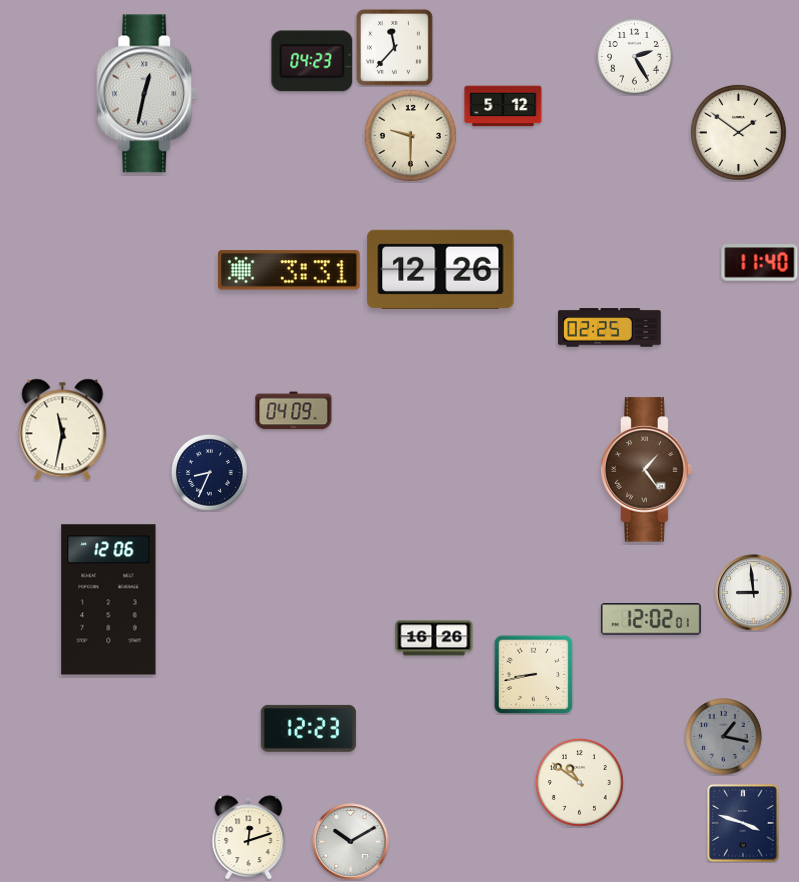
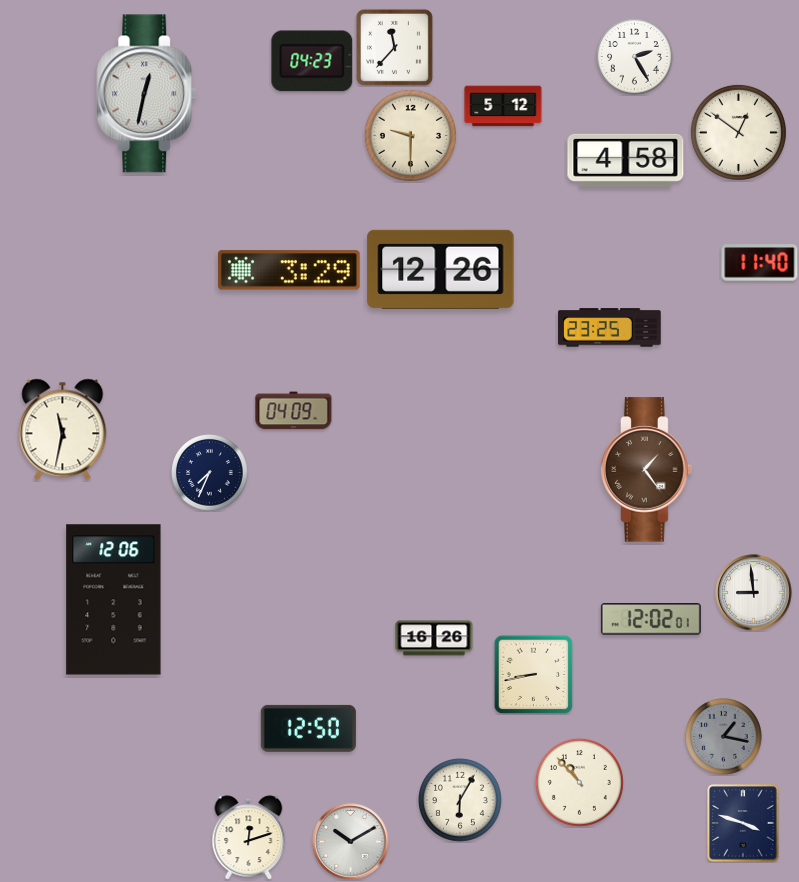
clock at (738, 132): 1:51 -> 12:51
clock at (626, 160): none -> 4:58
clock at (289, 270): 3:31 -> 3:29
clock at (610, 328): 02:25 -> 23:25
clock at (210, 473): 8:34 -> 7:34
clock at (109, 600) position: (109, 600) -> (114, 600)
clock at (308, 728): 12:23 -> 12:50
clock at (579, 782): 10:51 -> 10:53
clock at (460, 800): none -> 6:05
